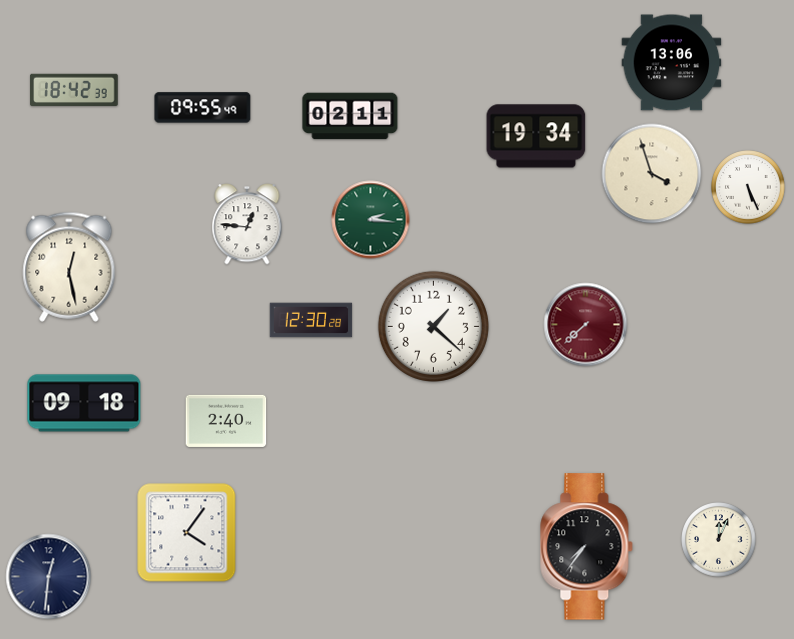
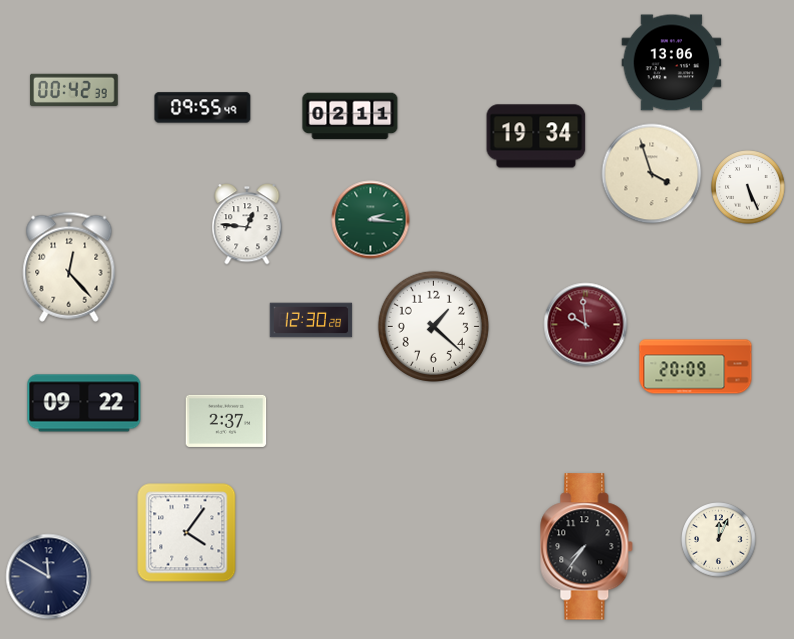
clock at (74, 89): 18:42 -> 00:42
clock at (69, 267): 12:28 -> 12:23
clock at (586, 325): 7:38 -> 9:59
clock at (696, 367): none -> 20:09
clock at (84, 403): 09:18 -> 09:22
clock at (226, 421): 2:40 -> 2:37
clock at (49, 577): 12:31 -> 11:50
